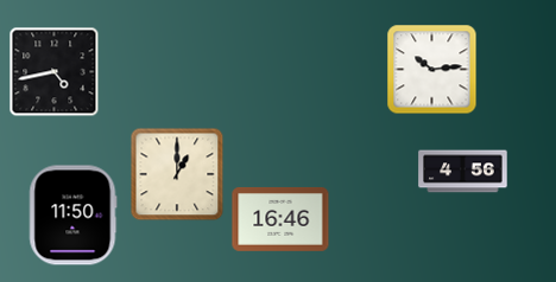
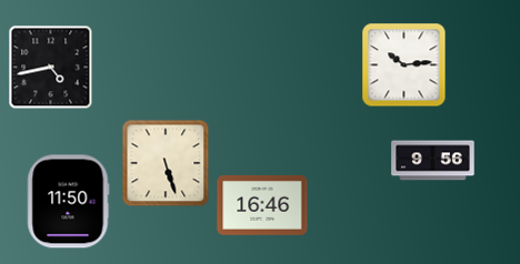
clock at (463, 172): 4:56 -> 9:56
clock at (177, 174): 1:00 -> 5:27
